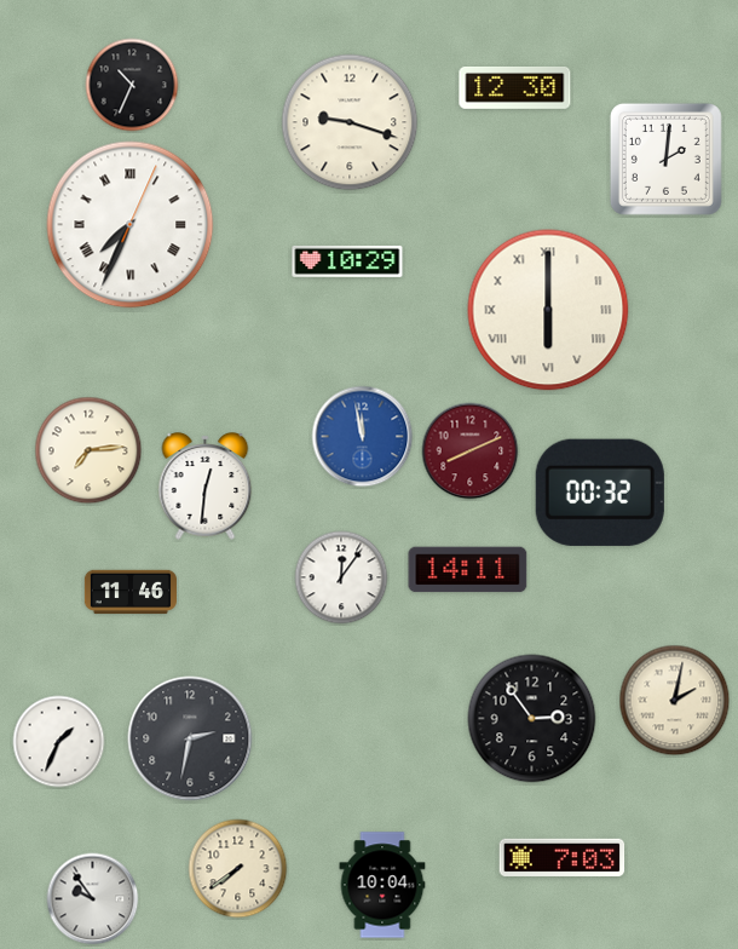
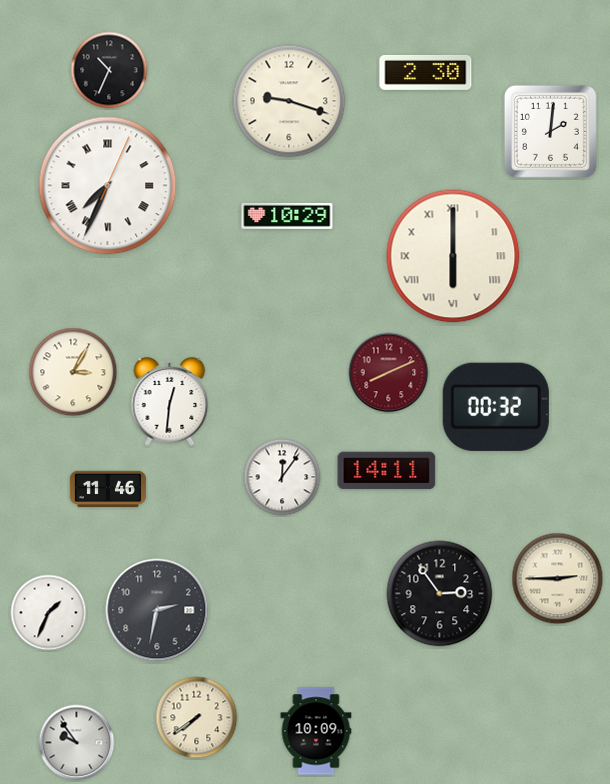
clock at (515, 87): 12:30 -> 2:30
clock at (363, 437): 11:58 -> none
clock at (88, 450): 7:14 -> 3:05
clock at (675, 701): 2:02 -> 2:45
clock at (563, 857): 7:03 -> none
clock at (382, 885): 10:04 -> 10:09
